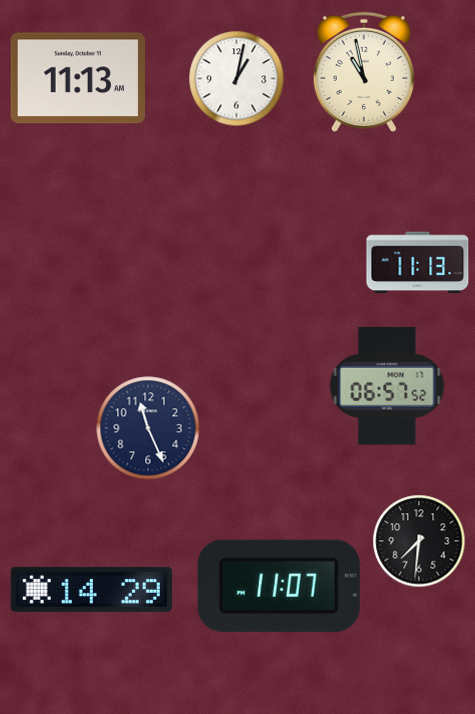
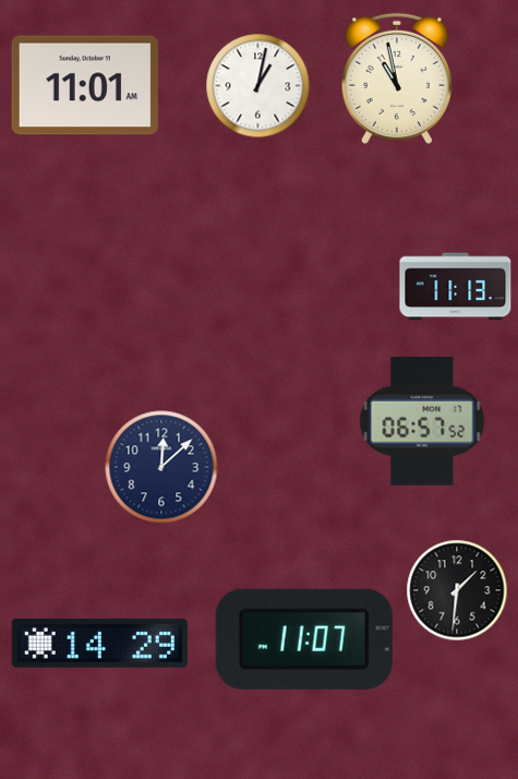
clock at (77, 78): 11:13 -> 11:01
clock at (148, 428): 11:26 -> 12:08
clock at (419, 541): 7:31 -> 1:31
